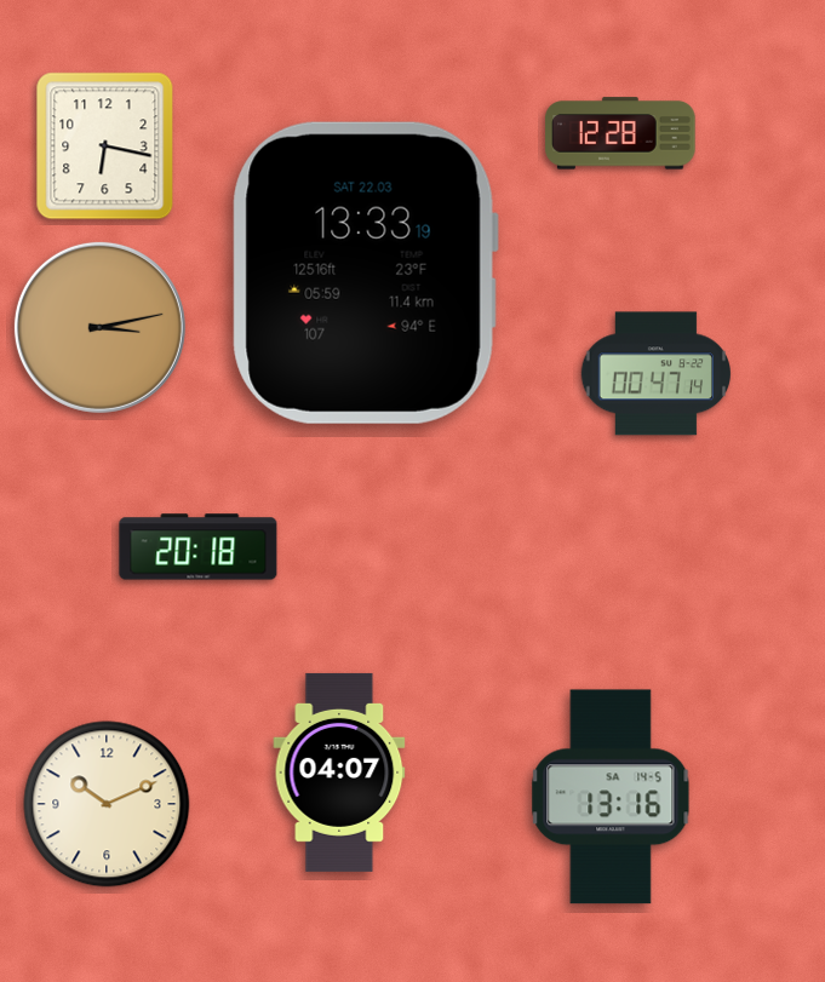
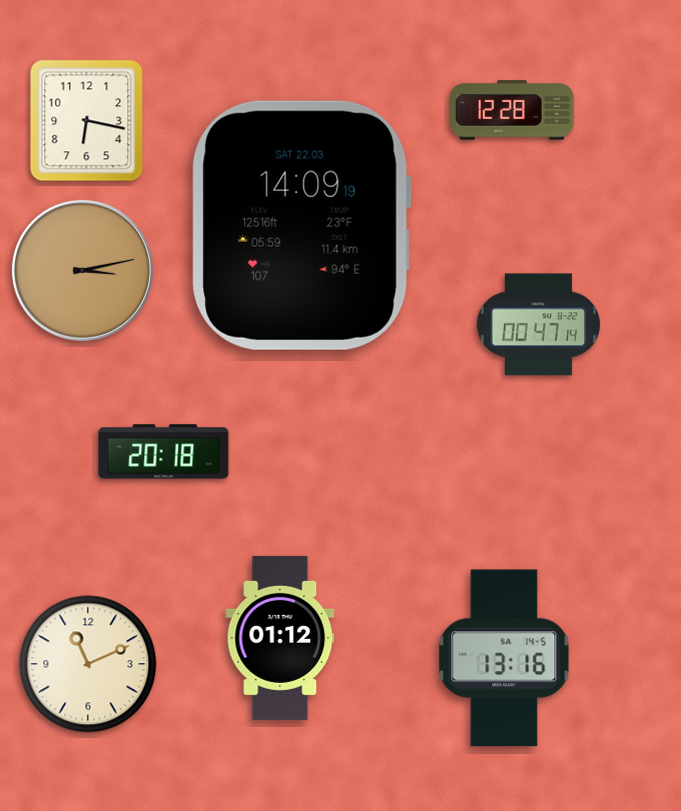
clock at (365, 272): 13:33 -> 14:09
clock at (655, 374) position: (655, 374) -> (538, 325)
clock at (339, 773): 04:07 -> 01:12
clock at (107, 804): 10:11 -> 11:11
